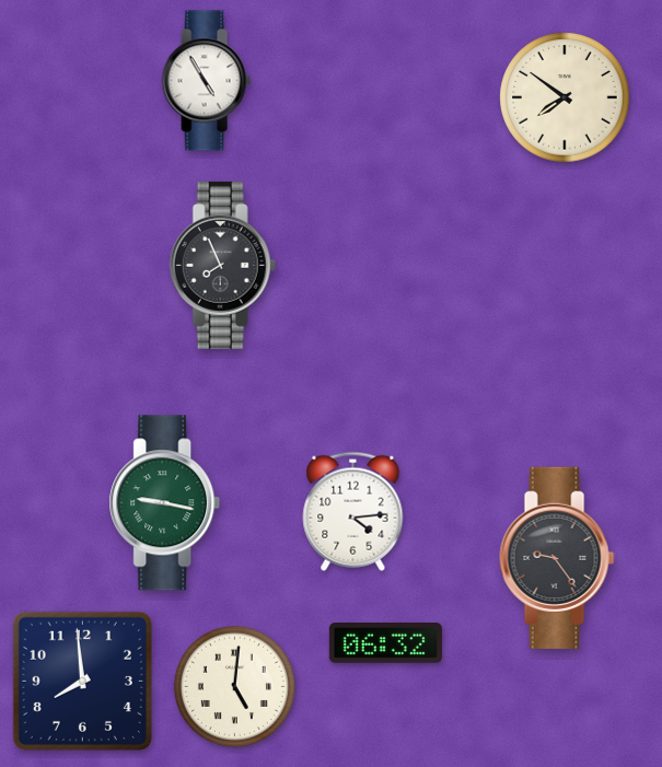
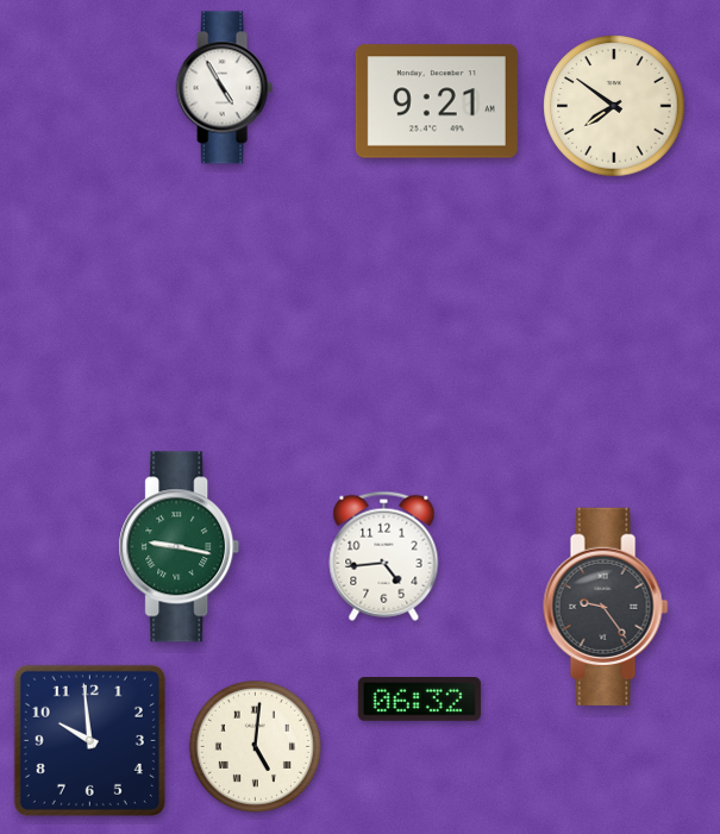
clock at (437, 101): none -> 9:21
clock at (222, 265): 7:56 -> none
clock at (353, 511): 4:14 -> 4:44
clock at (82, 681): 7:59 -> 9:59
